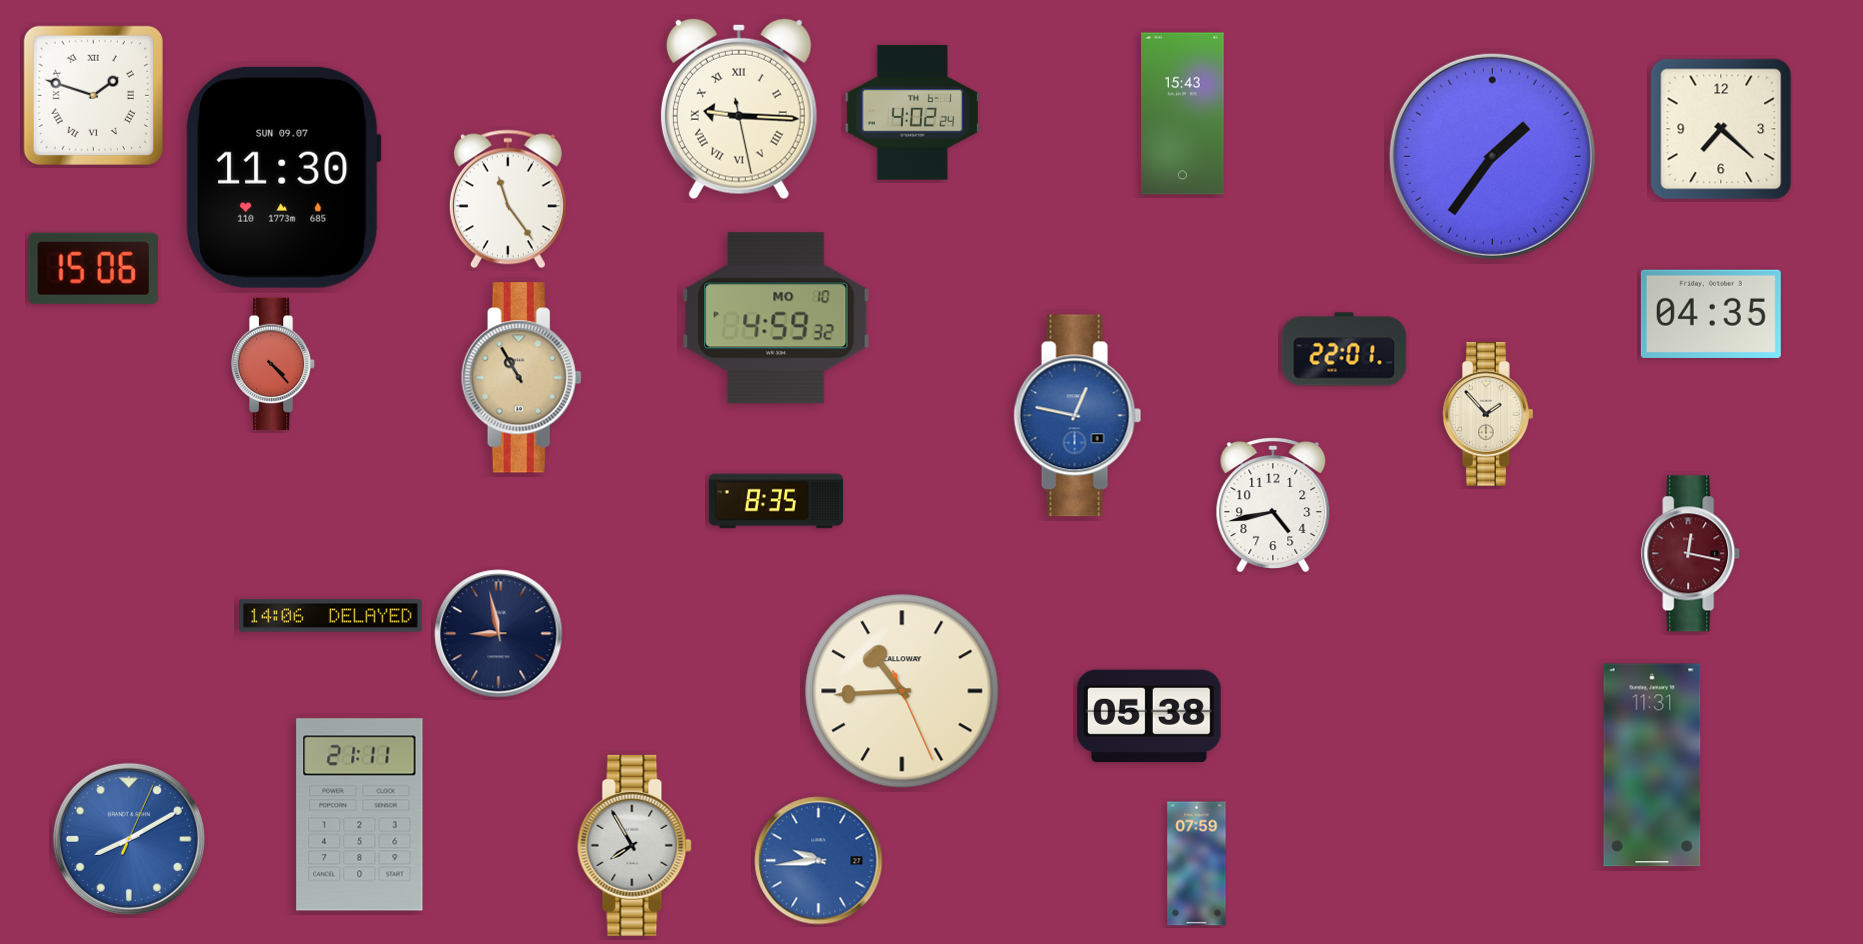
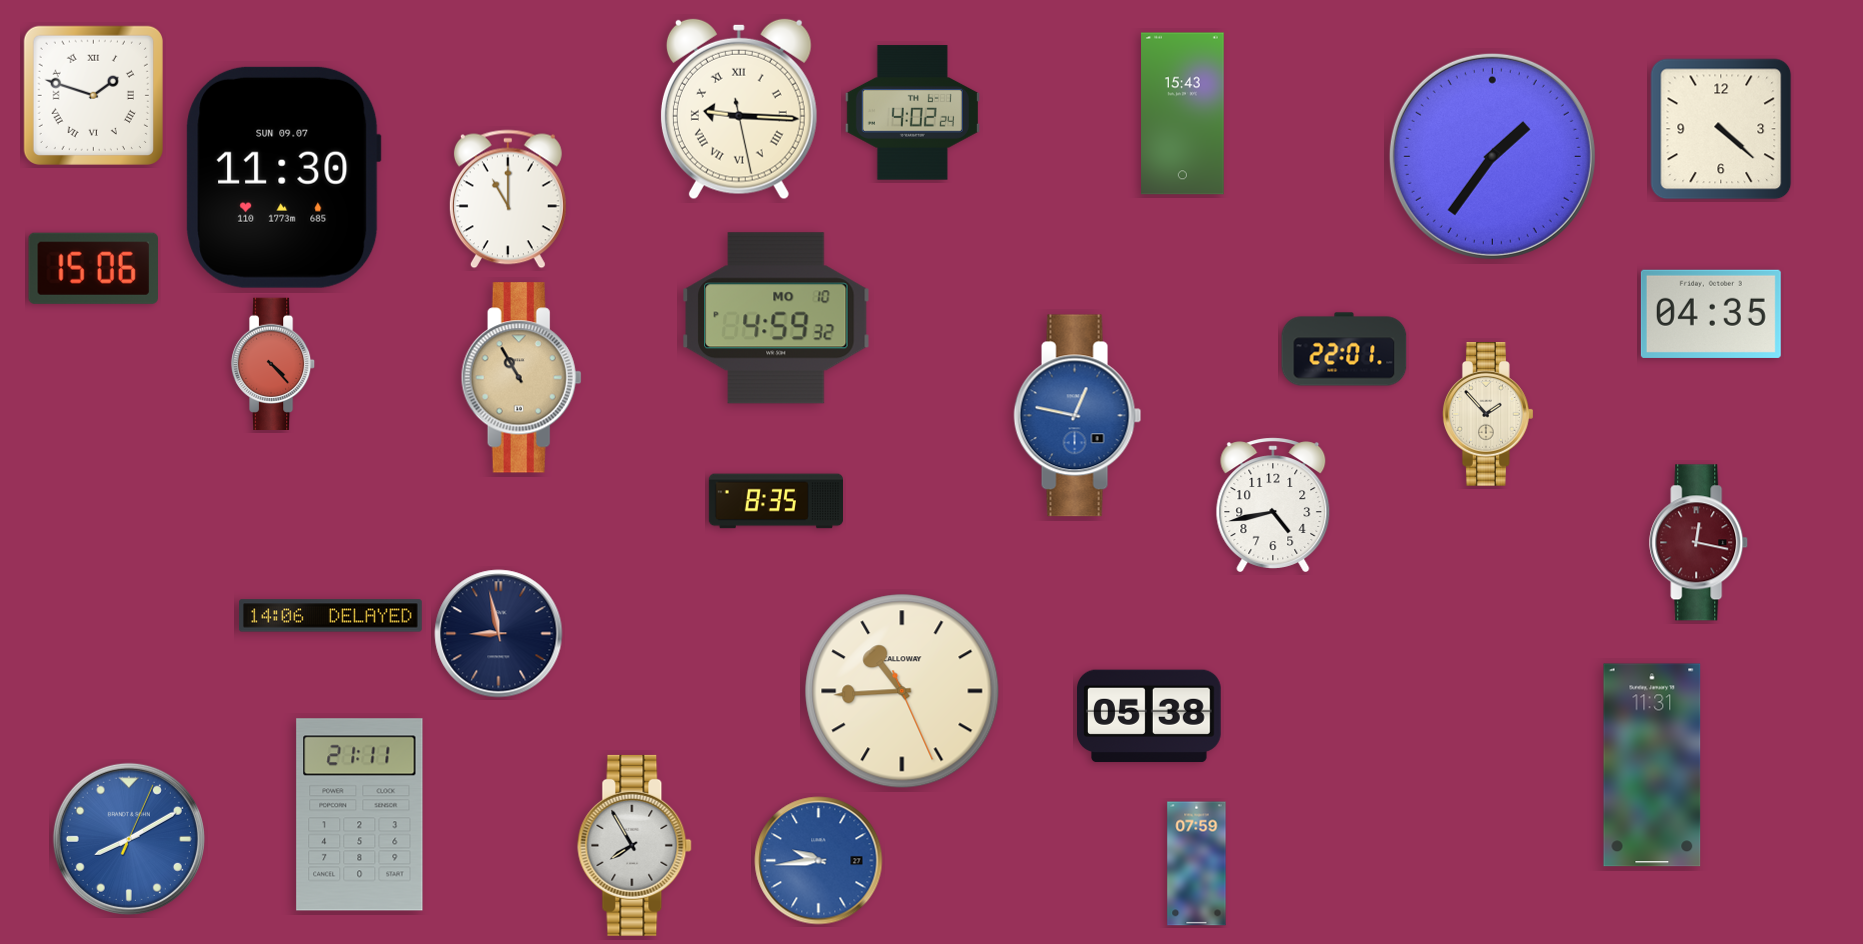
clock at (1721, 129): 7:22 -> 4:22
clock at (508, 199): 11:24 -> 11:00
clock at (1691, 554) position: (1691, 554) -> (1699, 543)
